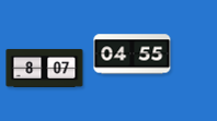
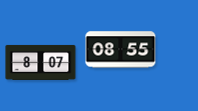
clock at (133, 55): 04:55 -> 08:55
